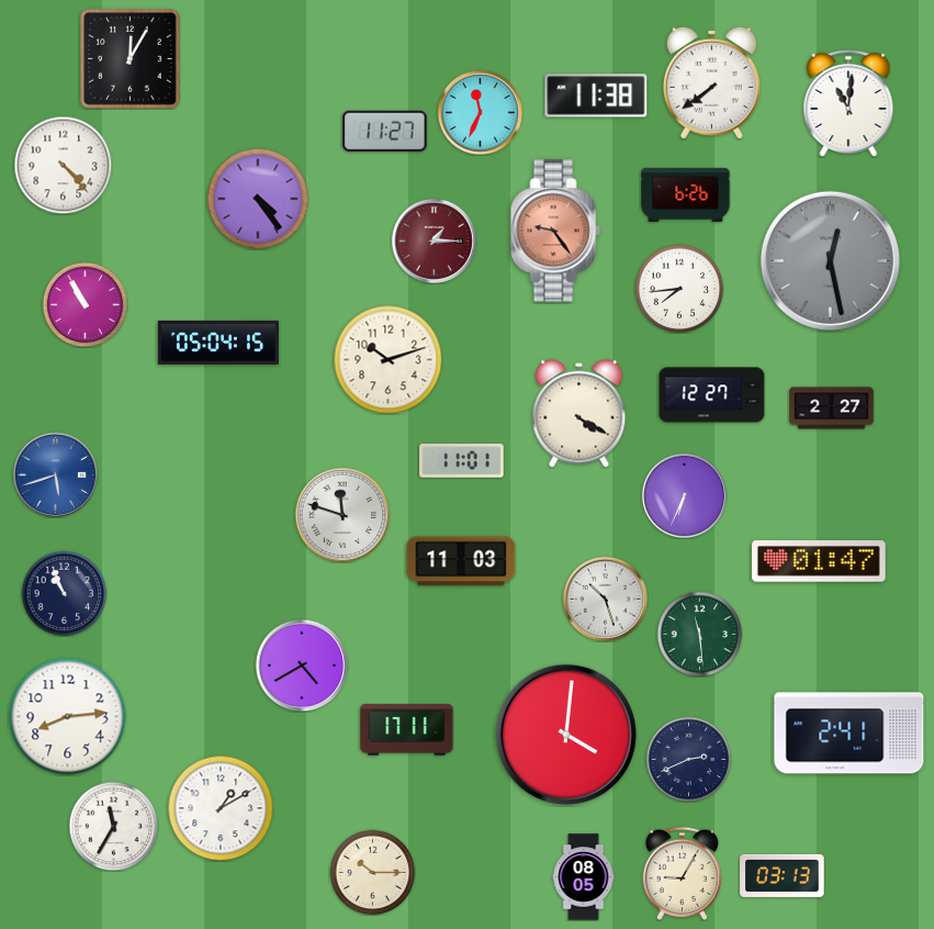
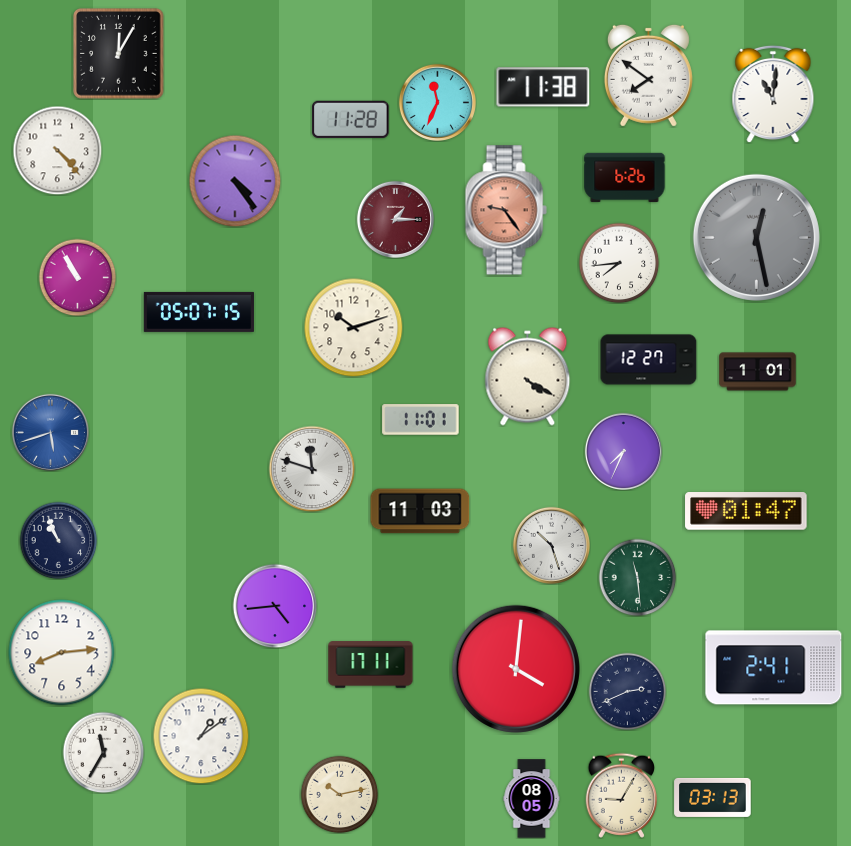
clock at (711, 82): 7:39 -> 7:51
clock at (385, 131): 11:27 -> 11:28
clock at (218, 343): 05:04 -> 05:07
clock at (832, 408): 2:27 -> 1:01
clock at (684, 495): 6:34 -> 7:34
clock at (302, 665): 4:40 -> 4:44
clock at (221, 808): 1:10 -> 1:09
clock at (372, 872): 10:15 -> 10:13
